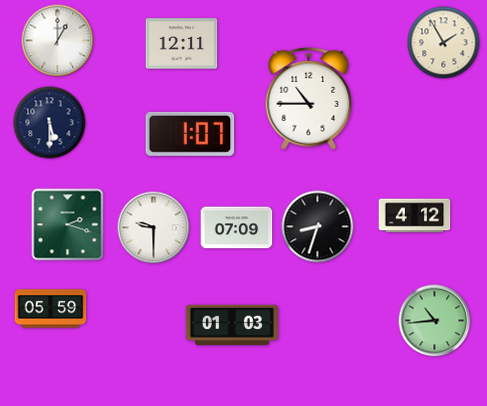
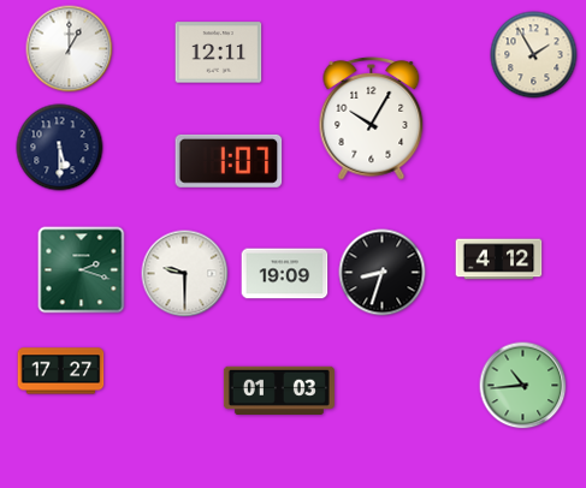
clock at (444, 43) position: (444, 43) -> (534, 55)
clock at (309, 98): 10:45 -> 10:05
clock at (237, 228): 07:09 -> 19:09
clock at (51, 309): 05:59 -> 17:27
